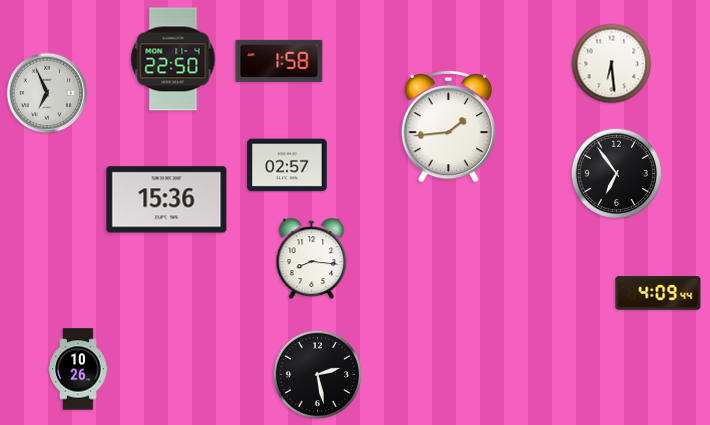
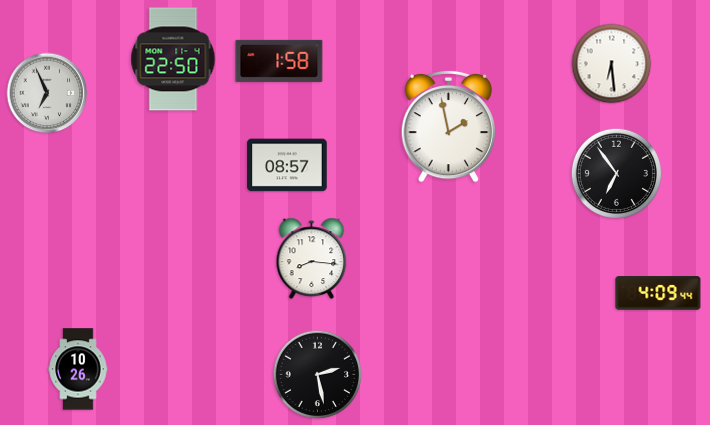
clock at (448, 126): 1:44 -> 1:58
clock at (287, 165): 02:57 -> 08:57
clock at (167, 200): 15:36 -> none
